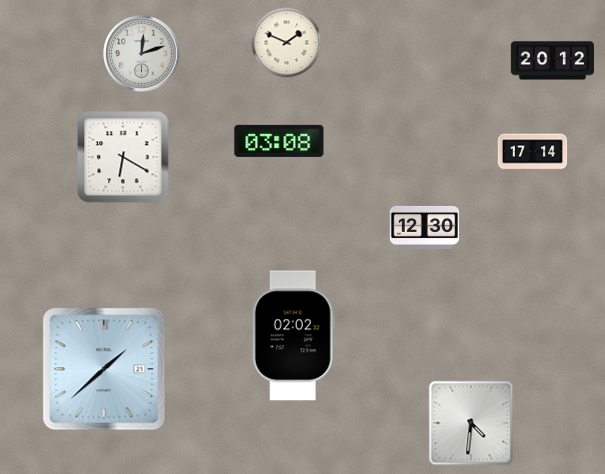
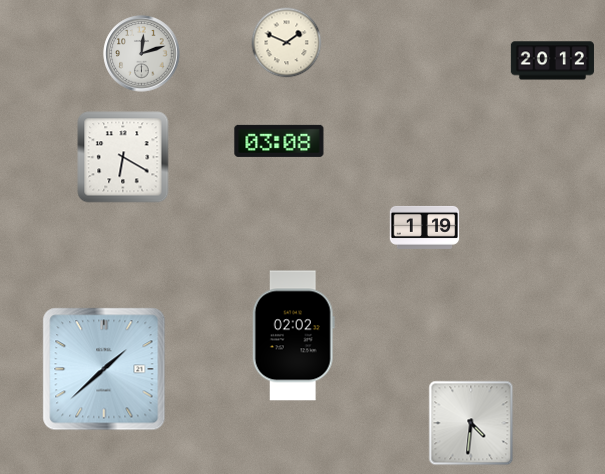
clock at (533, 153): 17:14 -> none
clock at (425, 227): 12:30 -> 1:19
